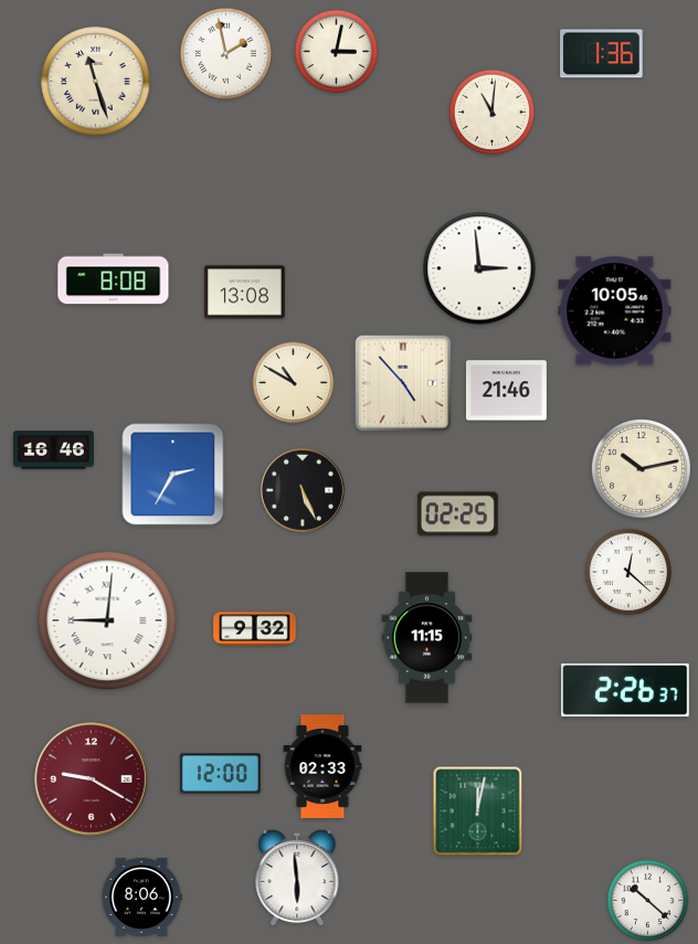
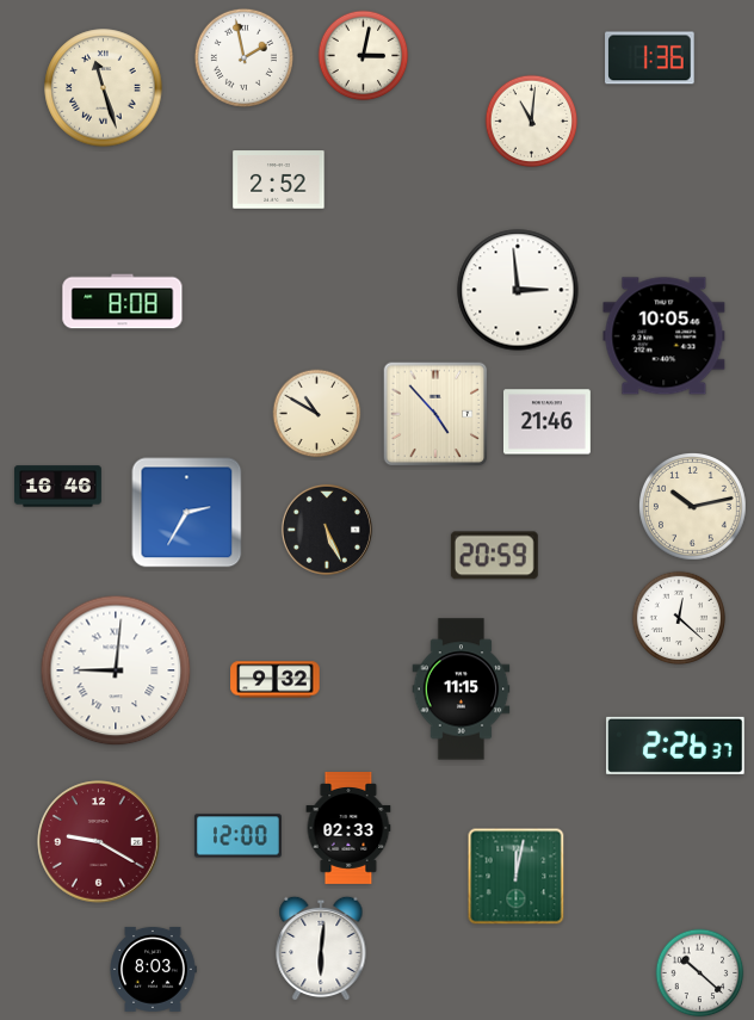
clock at (279, 180): none -> 2:52
clock at (244, 293): 13:08 -> none
clock at (457, 515): 02:25 -> 20:59
clock at (297, 878): 5:59 -> 6:01
clock at (141, 897): 8:06 -> 8:03
